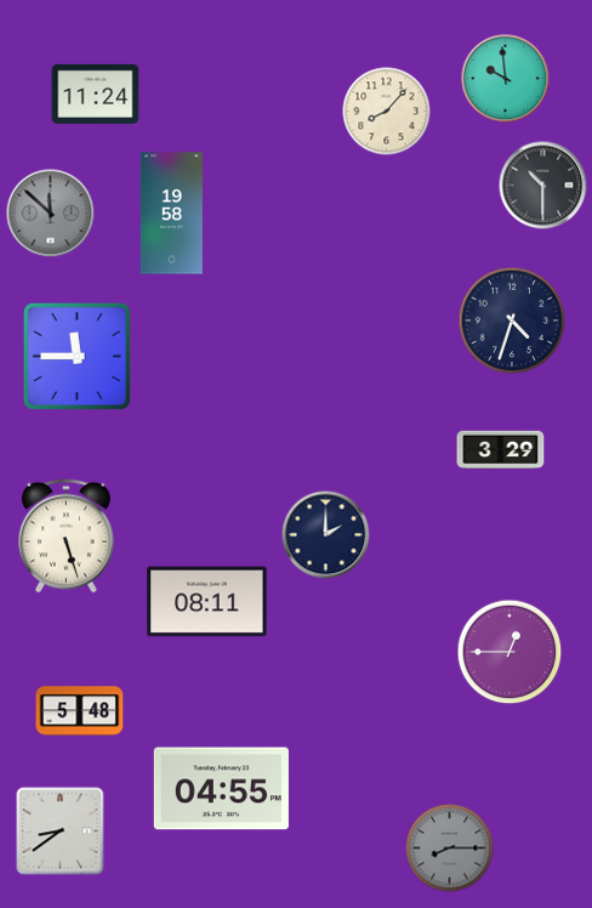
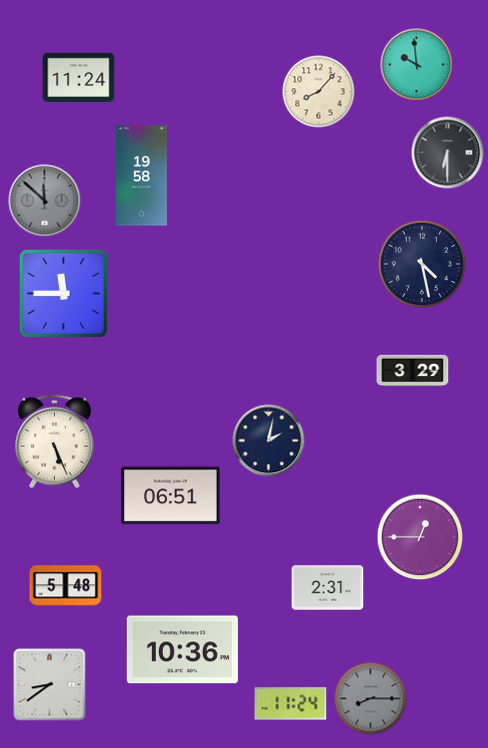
clock at (543, 186): 10:30 -> 6:30
clock at (51, 214) position: (51, 214) -> (45, 201)
clock at (512, 320): 4:33 -> 4:28
clock at (326, 535): 2:00 -> 2:02
clock at (67, 537): 5:27 -> 5:26
clock at (207, 602): 08:11 -> 06:51
clock at (328, 588): none -> 2:31
clock at (221, 789): 04:55 -> 10:36
clock at (291, 704): none -> 11:24
